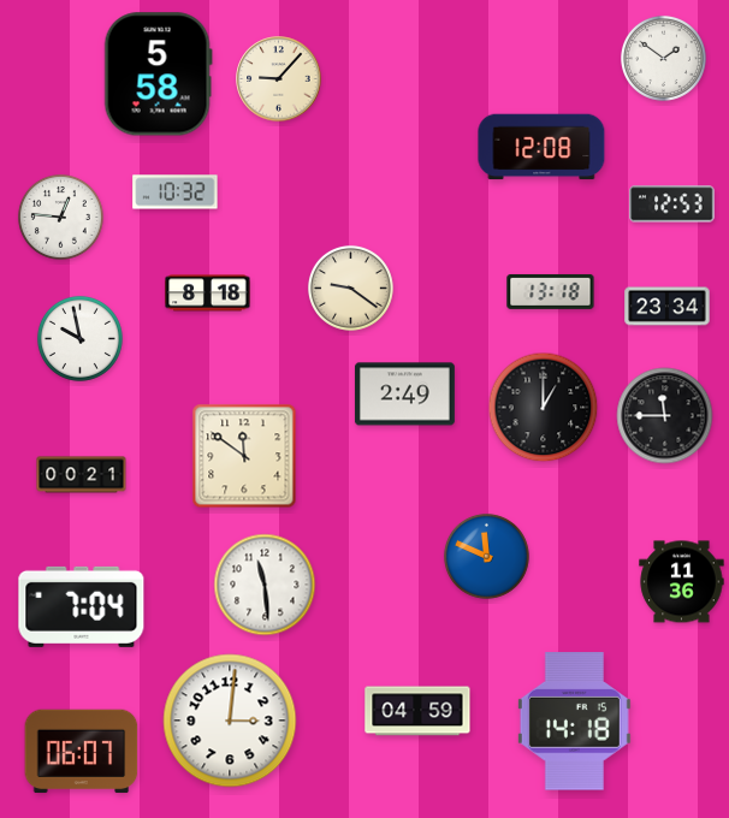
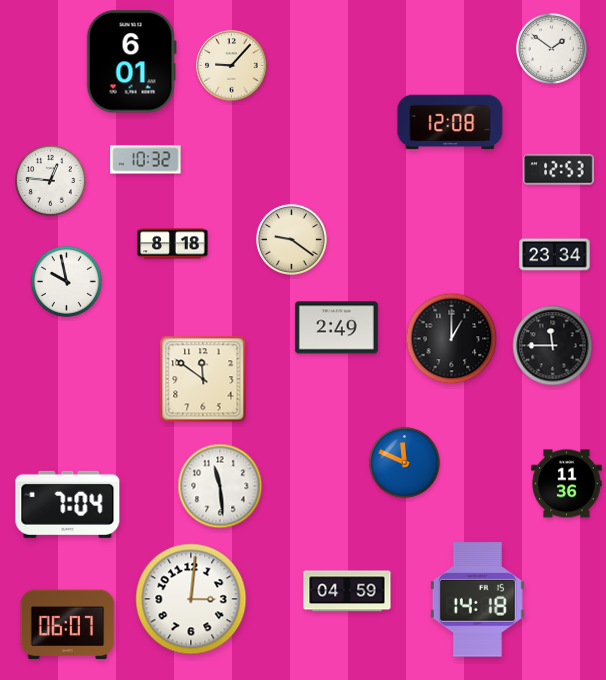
clock at (158, 75): 5:58 -> 6:01
clock at (551, 292): 13:18 -> none
clock at (82, 475): 00:21 -> none
